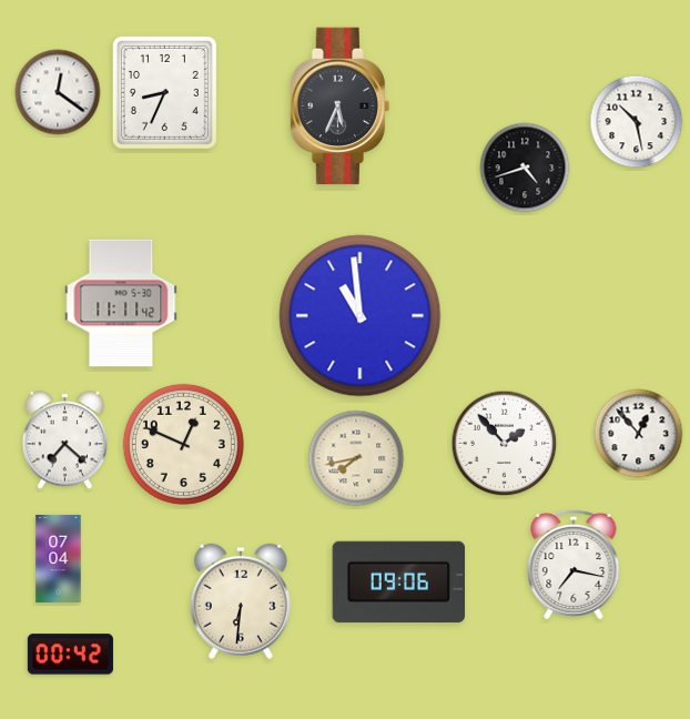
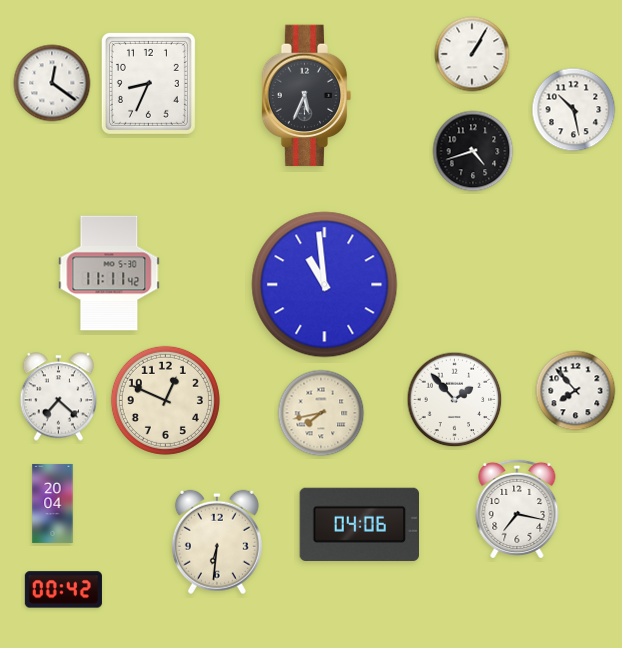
clock at (472, 54): none -> 1:05
clock at (639, 434): 12:53 -> 7:53
clock at (59, 558): 07:04 -> 20:04
clock at (398, 581): 09:06 -> 04:06
